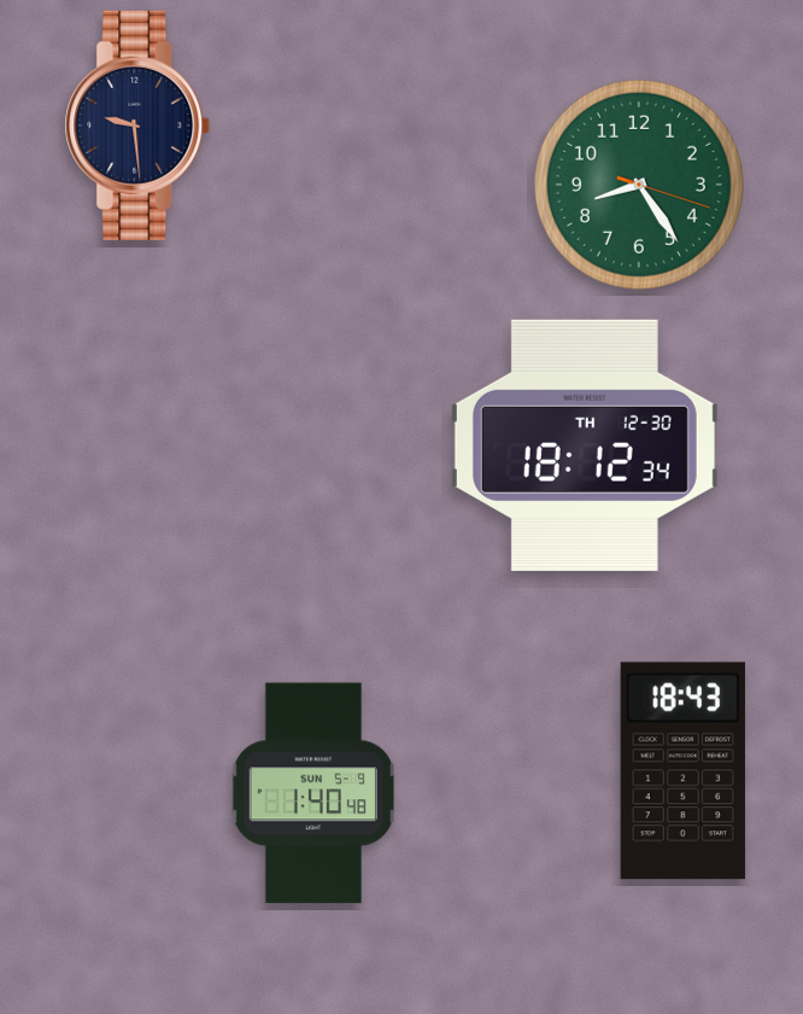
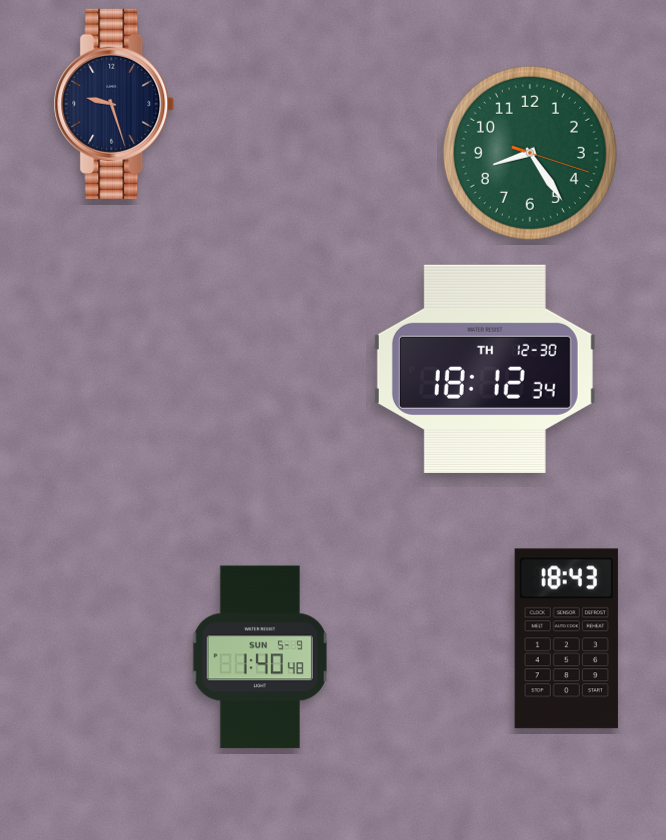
clock at (137, 126): 9:29 -> 9:27
